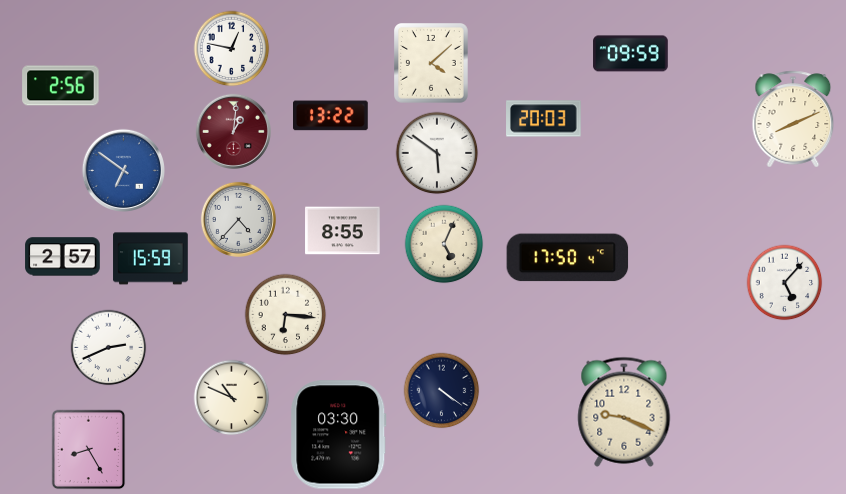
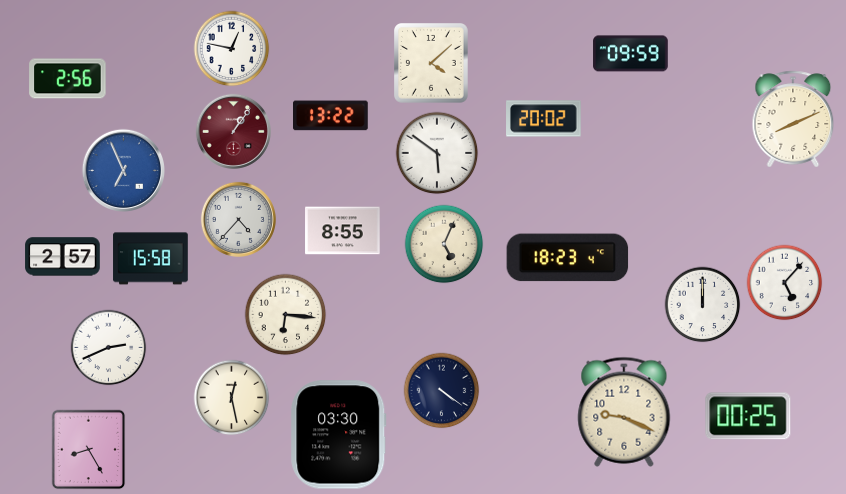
clock at (61, 86) position: (61, 86) -> (68, 79)
clock at (544, 119): 20:03 -> 20:02
clock at (233, 131): 1:01 -> 1:06
clock at (123, 170): 6:51 -> 6:56
clock at (568, 258): 17:50 -> 18:23
clock at (151, 259): 15:59 -> 15:58
clock at (703, 305): none -> 12:00
clock at (232, 398): 10:49 -> 12:28
clock at (748, 416): none -> 00:25
